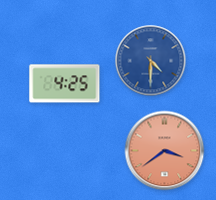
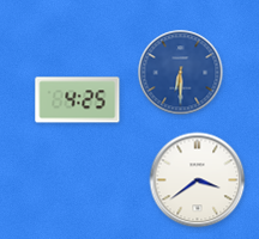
clock at (151, 61): 4:30 -> 6:30
clock at (165, 151) dial: salmon -> white
